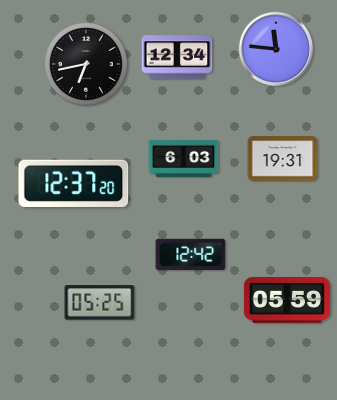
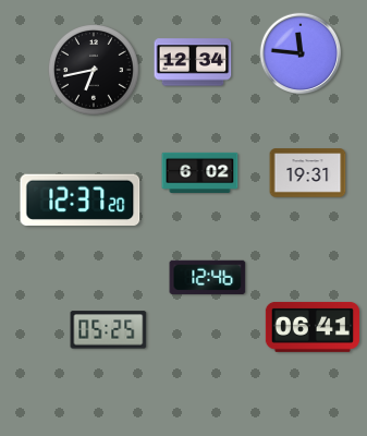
clock at (184, 158): 6:03 -> 6:02
clock at (191, 254): 12:42 -> 12:46
clock at (286, 300): 05:59 -> 06:41
